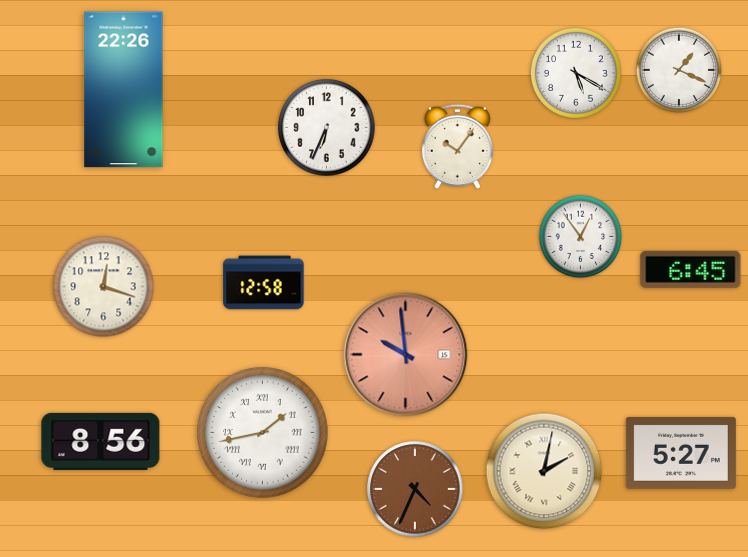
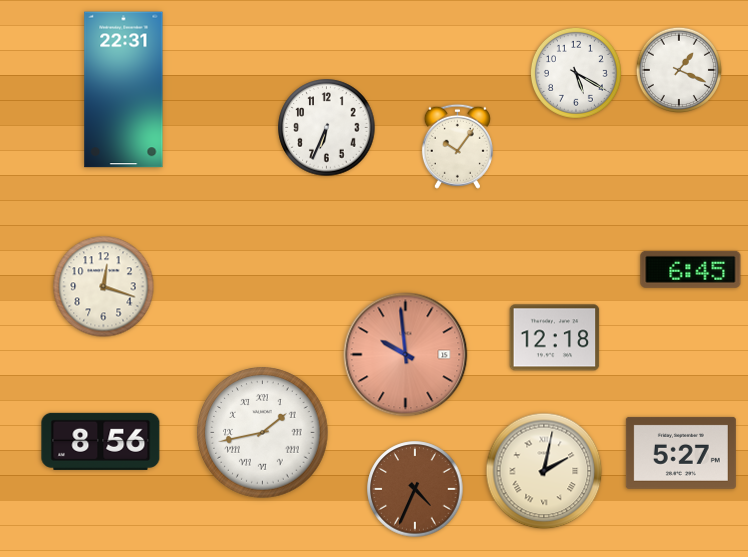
clock at (124, 90): 22:26 -> 22:31
clock at (581, 237): 12:54 -> none
clock at (264, 283): 12:58 -> none
clock at (555, 338): none -> 12:18
